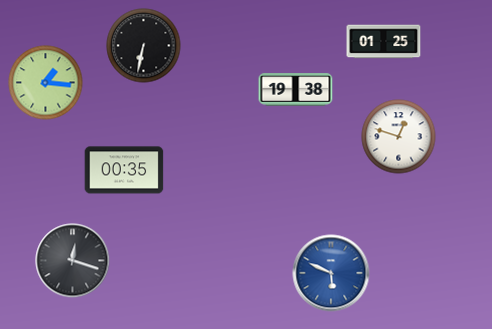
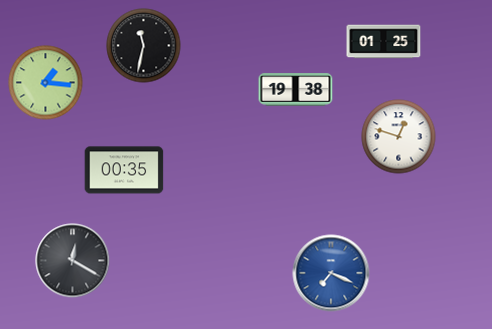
clock at (144, 46): 6:32 -> 11:32
clock at (73, 261): 12:18 -> 12:20
clock at (331, 273): 5:49 -> 7:19
